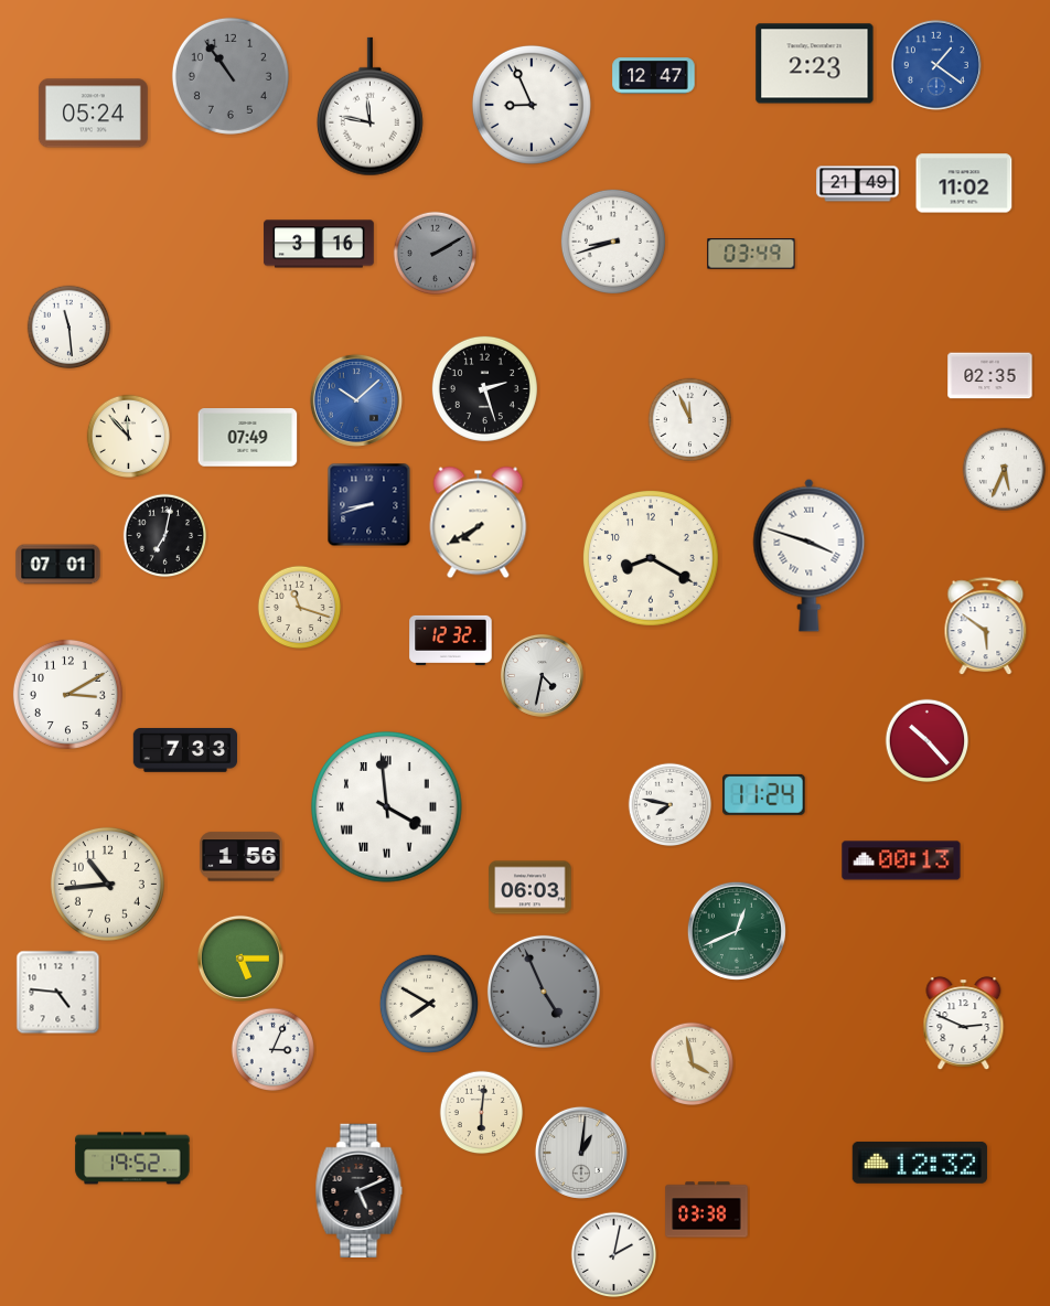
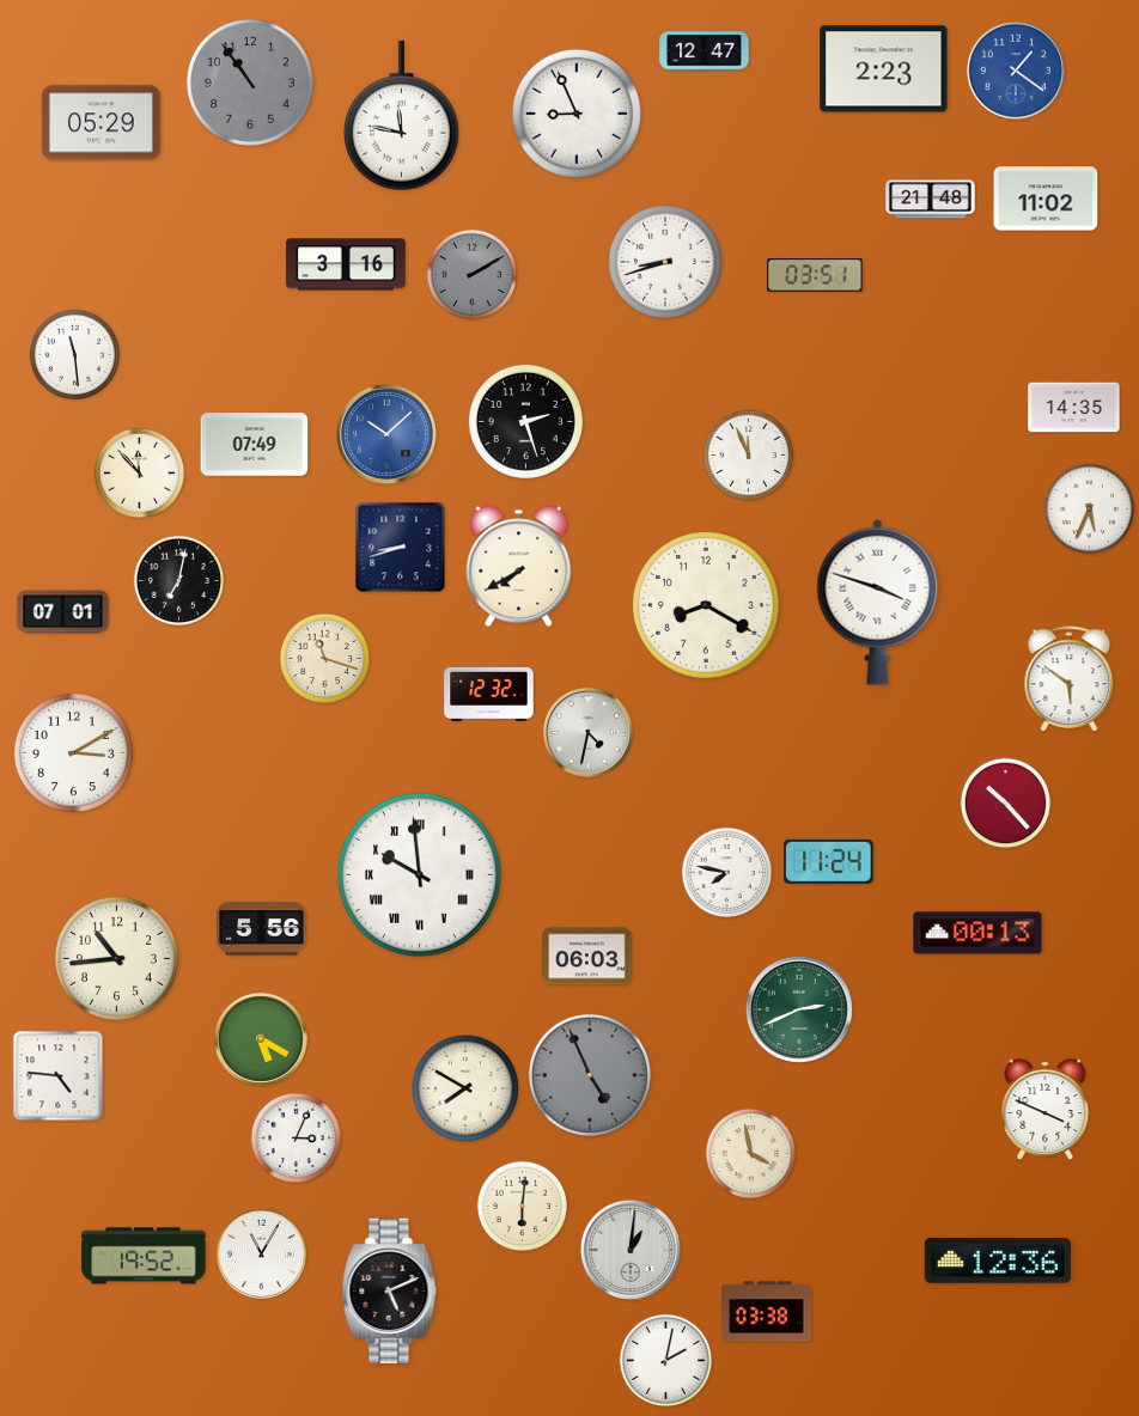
clock at (654, 76) position: (654, 76) -> (705, 51)
clock at (93, 114): 05:24 -> 05:29
clock at (858, 184): 21:49 -> 21:48
clock at (751, 254): 03:49 -> 03:51
clock at (990, 376): 02:35 -> 14:35
clock at (248, 438) position: (248, 438) -> (255, 445)
clock at (184, 751): 7:33 -> none
clock at (387, 807): 3:59 -> 9:59
clock at (242, 857): 1:56 -> 5:56
clock at (531, 888) position: (531, 888) -> (587, 957)
clock at (737, 931): 12:41 -> 2:41
clock at (240, 959): 5:15 -> 5:20
clock at (58, 993) position: (58, 993) -> (59, 1076)
clock at (964, 1024): 2:49 -> 3:49
clock at (261, 1253): none -> 11:05
clock at (920, 1163): 12:32 -> 12:36
